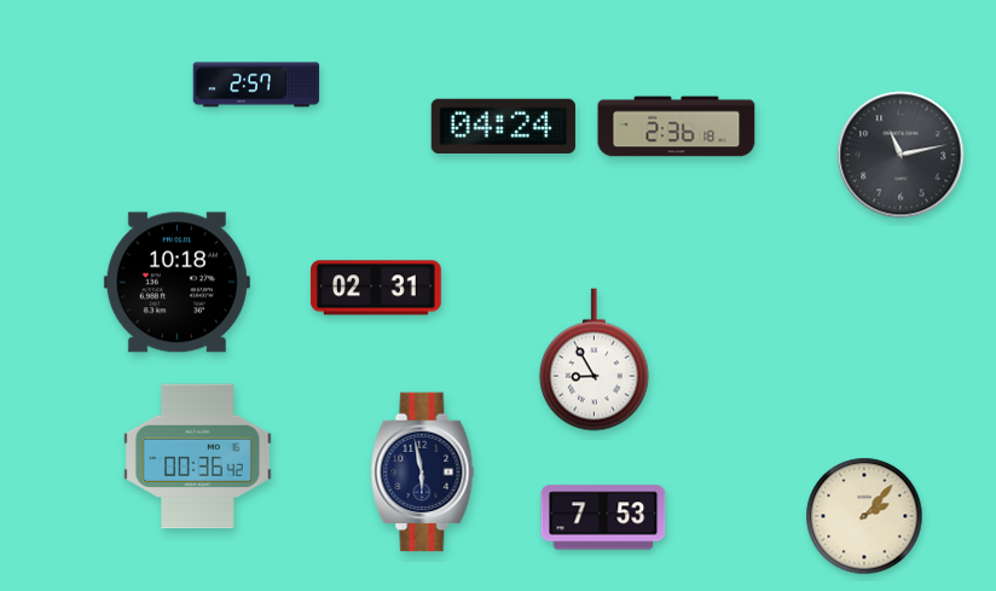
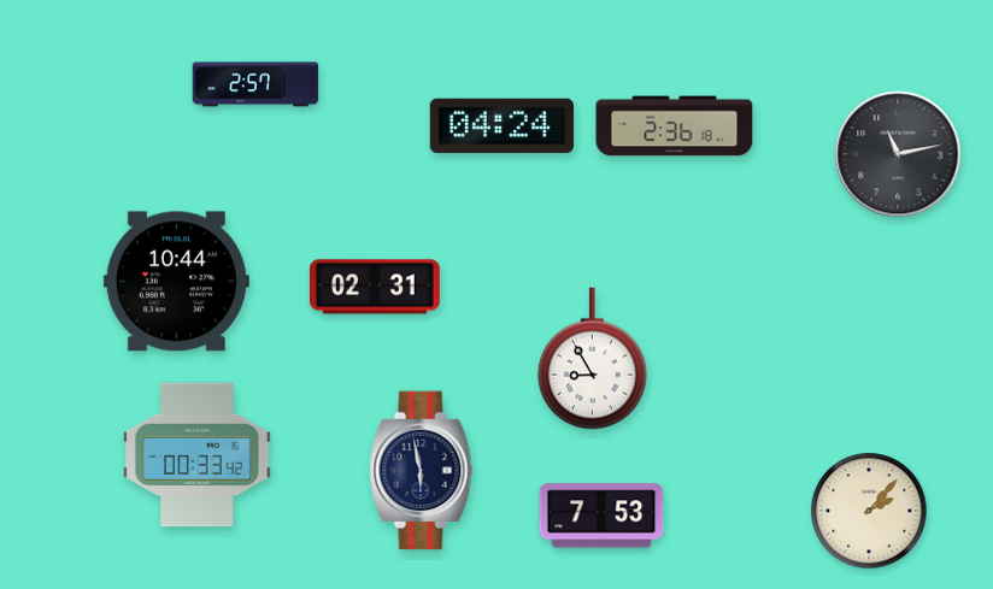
clock at (176, 283): 10:18 -> 10:44
clock at (198, 457): 00:36 -> 00:33
clock at (864, 516) position: (864, 516) -> (869, 511)
